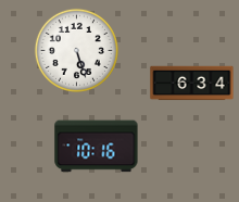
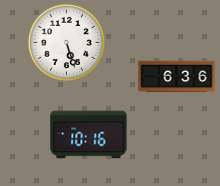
clock at (76, 50) position: (76, 50) -> (66, 42)
clock at (192, 84): 6:34 -> 6:36
